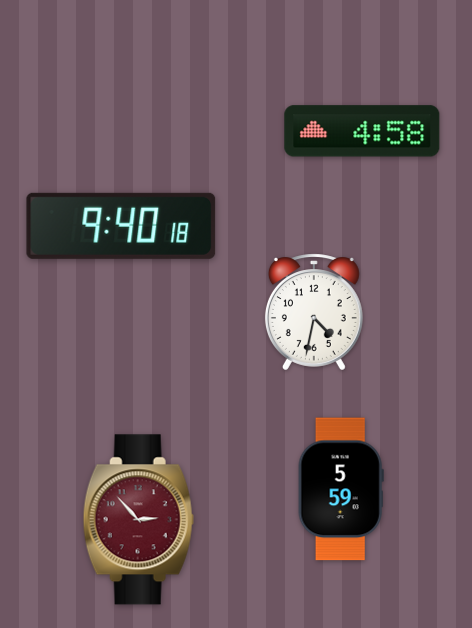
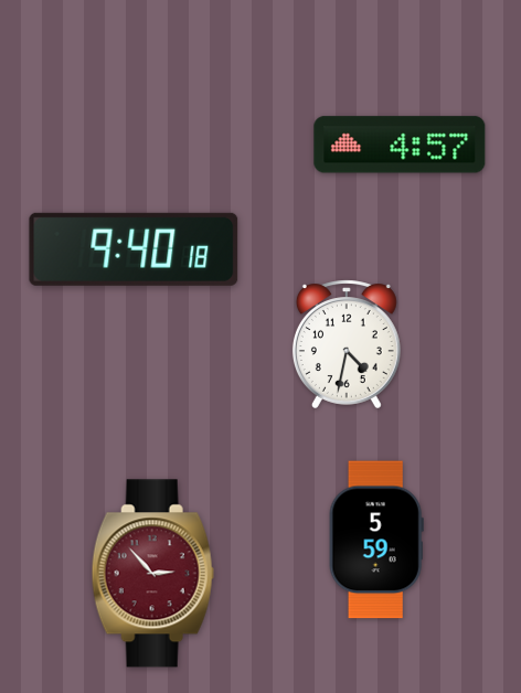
clock at (362, 131): 4:58 -> 4:57
